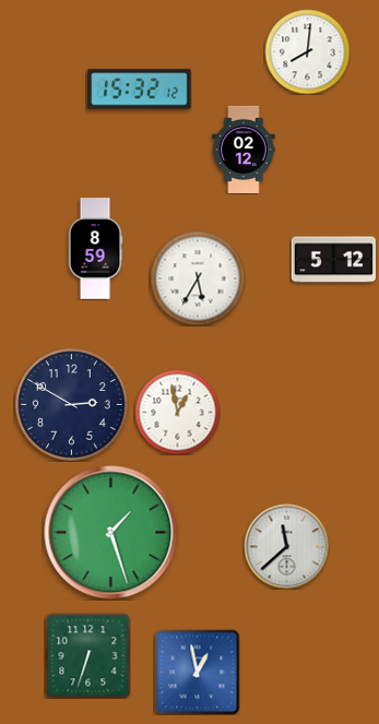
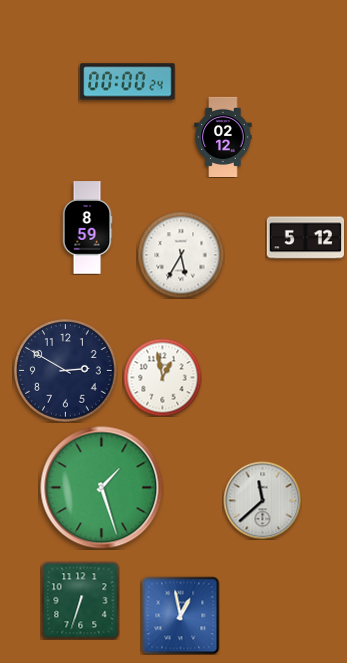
clock at (307, 51): 8:01 -> none
clock at (140, 90): 15:32 -> 00:00
